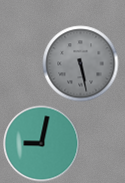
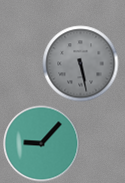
clock at (42, 144): 9:02 -> 9:07
